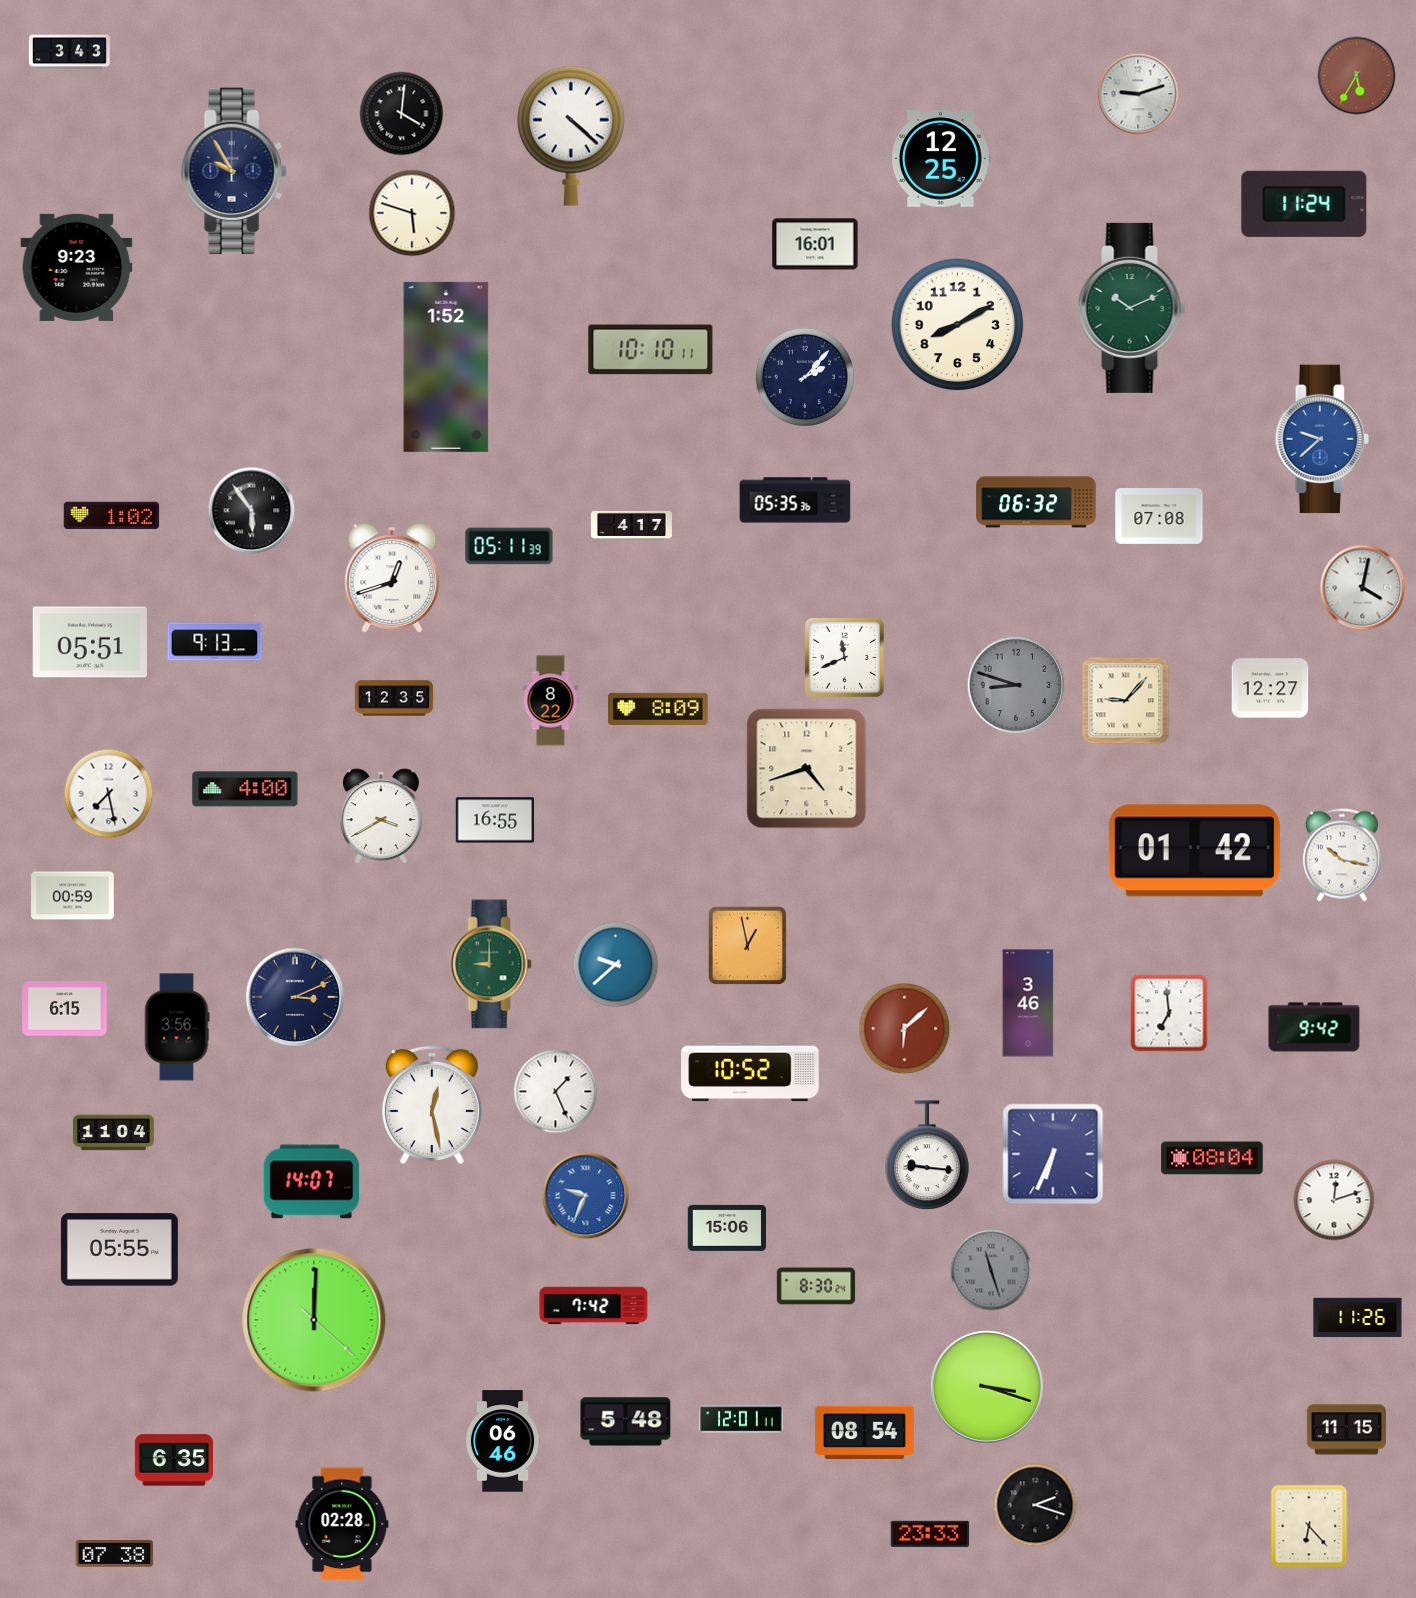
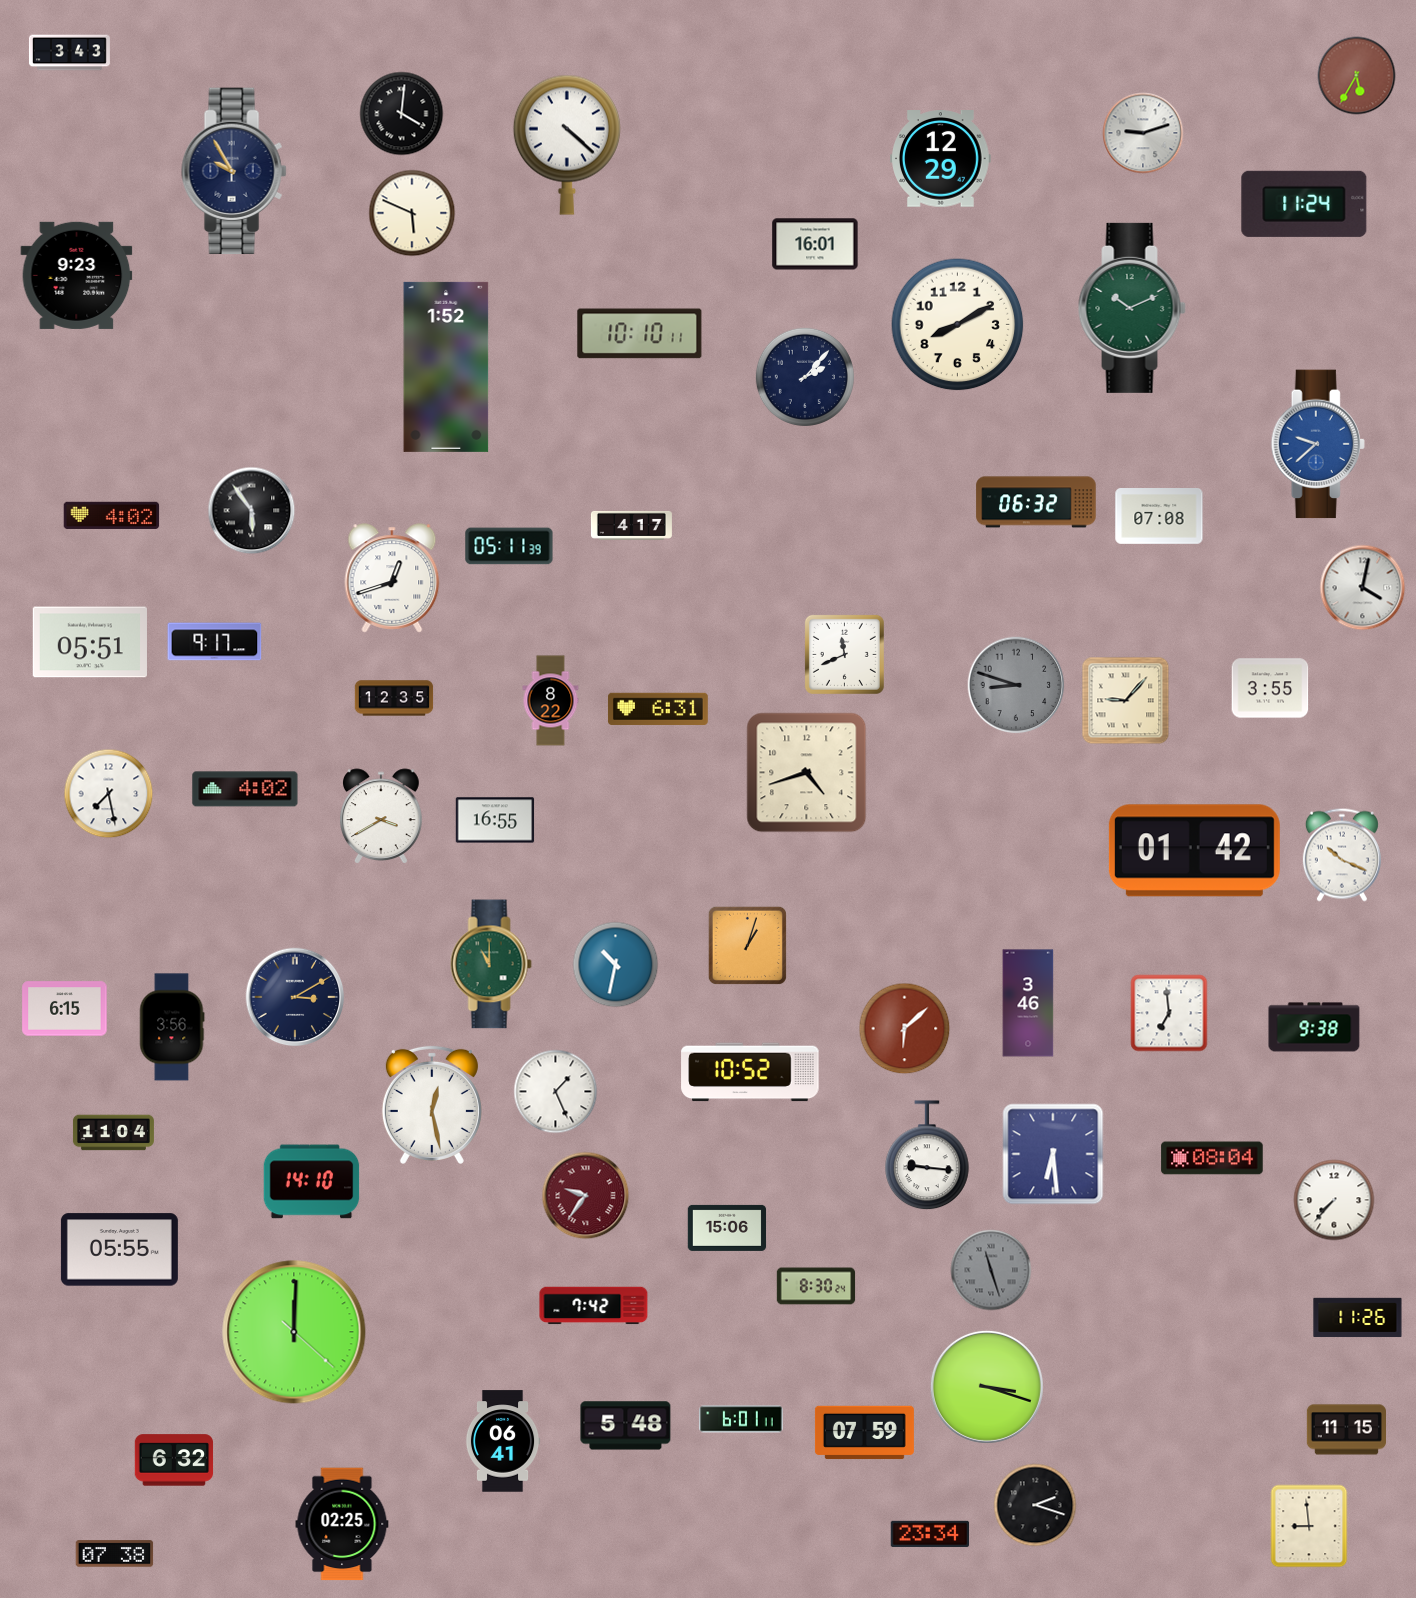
clock at (1138, 94) position: (1138, 94) -> (1143, 133)
clock at (571, 136) position: (571, 136) -> (567, 145)
clock at (941, 159): 12:25 -> 12:29
clock at (412, 213): 5:48 -> 5:49
clock at (77, 267) position: (77, 267) -> (77, 275)
clock at (651, 350) position: (651, 350) -> (640, 334)
clock at (1322, 439) position: (1322, 439) -> (1318, 444)
clock at (795, 500): 05:35 -> none
clock at (112, 515): 1:02 -> 4:02
clock at (215, 642): 9:13 -> 9:17
clock at (844, 657) position: (844, 657) -> (844, 654)
clock at (1270, 688): 12:27 -> 3:55
clock at (658, 709): 8:09 -> 6:31
clock at (807, 769) position: (807, 769) -> (807, 773)
clock at (245, 789): 4:00 -> 4:02
clock at (1342, 855): 10:17 -> 10:19
clock at (73, 896): 00:59 -> none
clock at (747, 945): 12:58 -> 1:03
clock at (491, 964): 9:00 -> 11:00
clock at (616, 965): 9:38 -> 10:32
clock at (295, 997): 3:11 -> 3:10
clock at (177, 1027) position: (177, 1027) -> (172, 1027)
clock at (1314, 1027): 9:42 -> 9:38
clock at (1053, 1154): 6:34 -> 6:29
clock at (312, 1182): 14:07 -> 14:10
clock at (586, 1196): 9:34 -> 9:36
clock at (586, 1196) dial: blue -> burgundy
clock at (1334, 1200): 12:12 -> 7:37
clock at (314, 1320) position: (314, 1320) -> (294, 1332)
clock at (741, 1419): 12:01 -> 6:01
clock at (626, 1422) position: (626, 1422) -> (626, 1426)
clock at (864, 1433): 08:54 -> 07:59
clock at (503, 1441): 06:46 -> 06:41
clock at (174, 1460): 6:35 -> 6:32
clock at (342, 1524): 02:28 -> 02:25
clock at (1309, 1526): 6:23 -> 8:59
clock at (929, 1534): 23:33 -> 23:34
